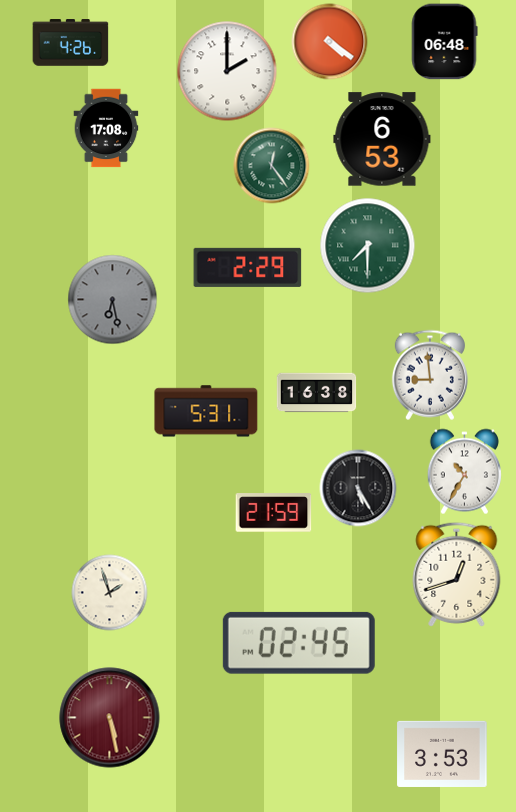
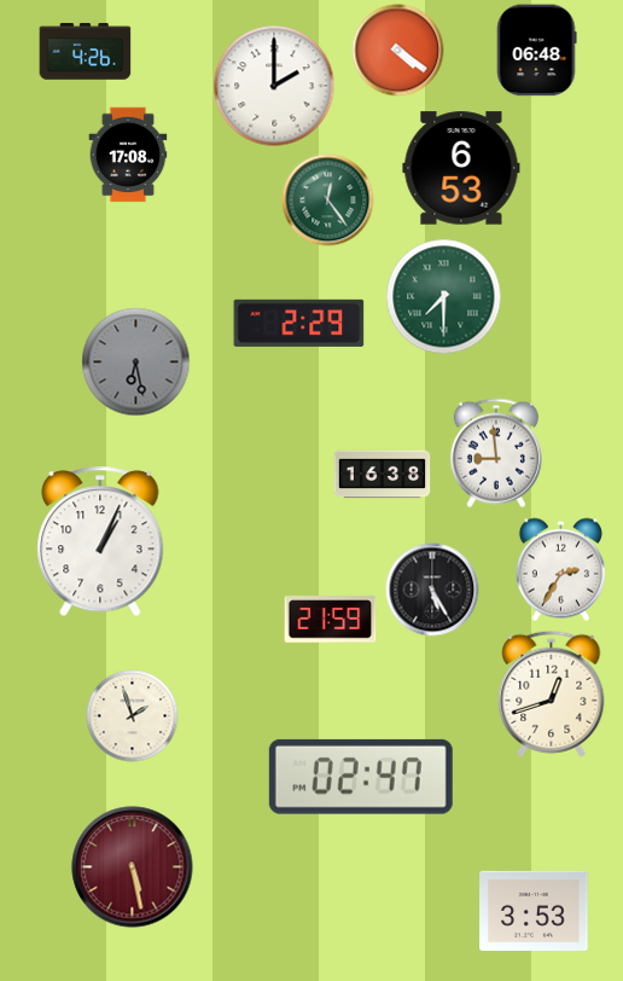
clock at (430, 375) position: (430, 375) -> (496, 453)
clock at (206, 411): 5:31 -> none
clock at (100, 541): none -> 1:04
clock at (464, 472): 10:35 -> 2:35
clock at (299, 643): 02:45 -> 02:47
